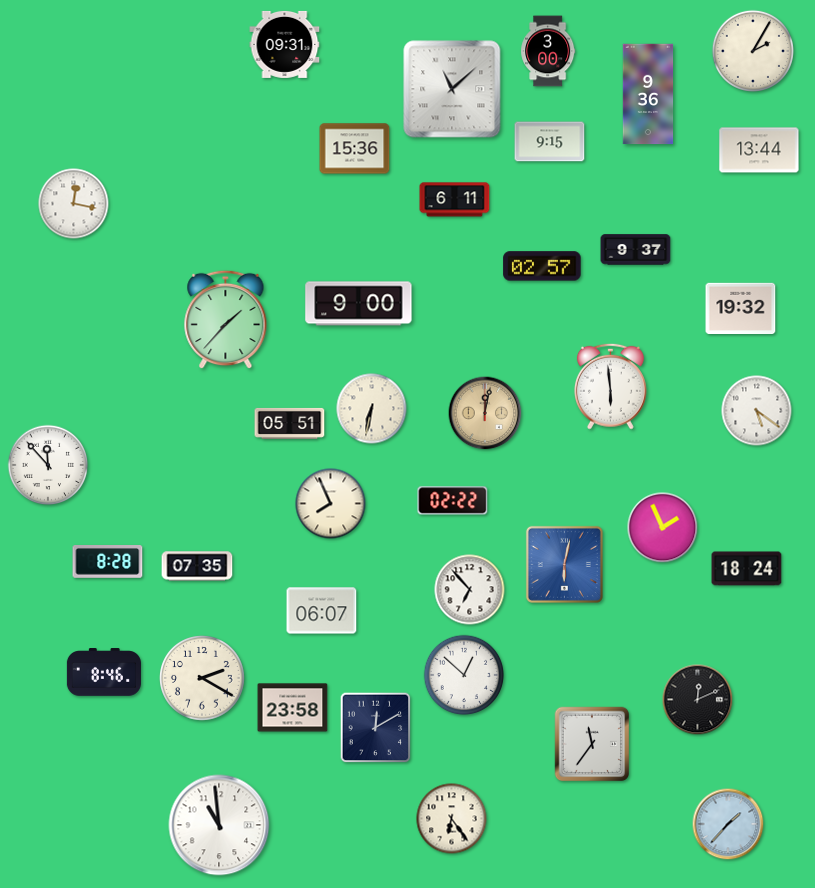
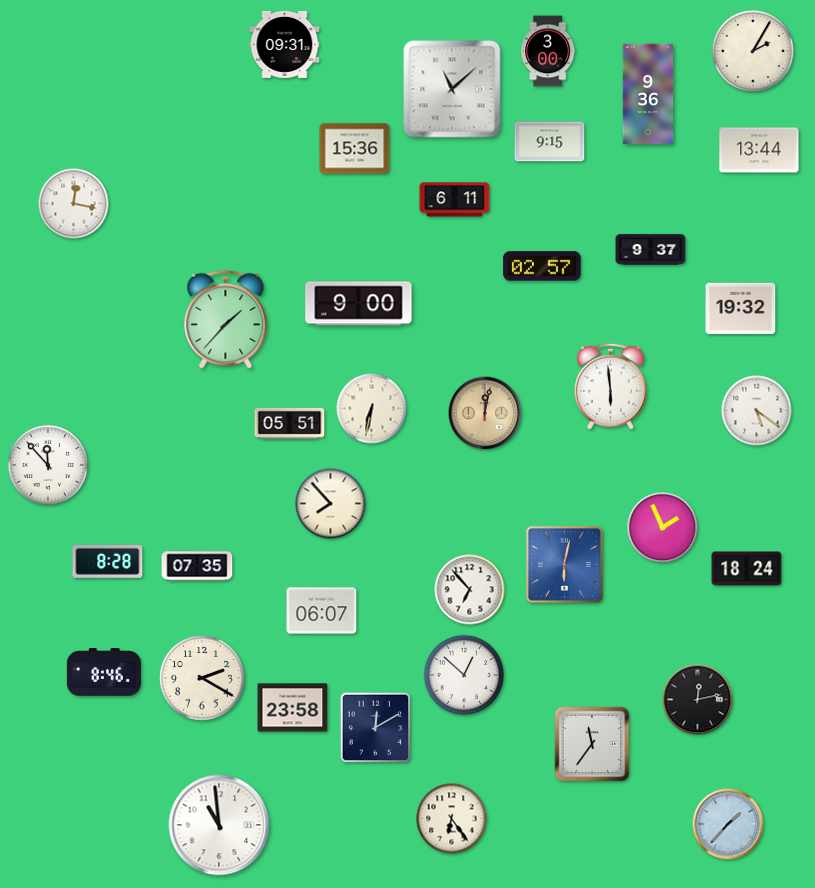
clock at (636, 250) position: (636, 250) -> (651, 250)
clock at (453, 501): 02:22 -> none
clock at (331, 504): 7:56 -> 7:53
clock at (698, 700): 12:11 -> 12:13
